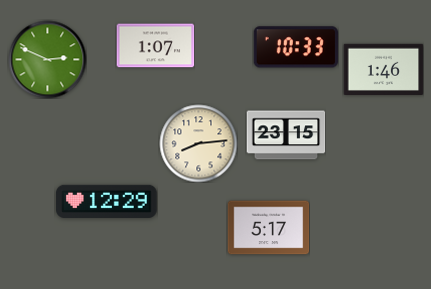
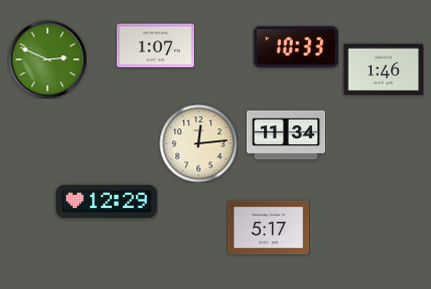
clock at (286, 135): 23:15 -> 11:34
clock at (198, 143): 8:14 -> 12:14
